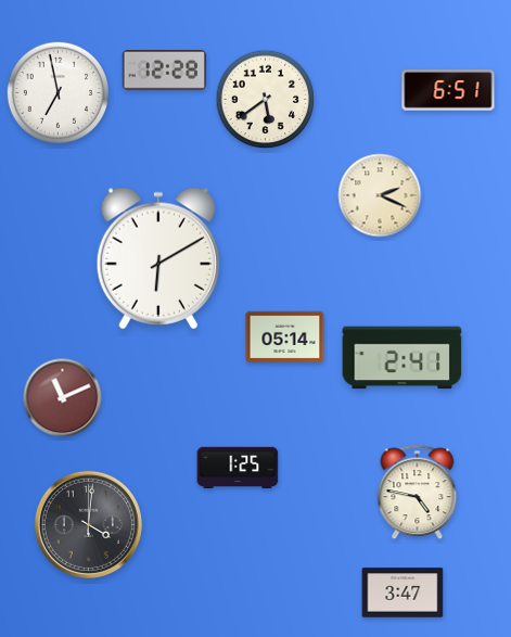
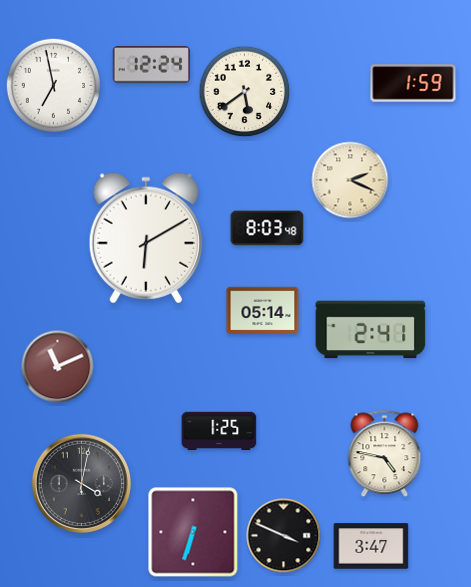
clock at (164, 71): 12:28 -> 12:24
clock at (448, 90): 6:51 -> 1:59
clock at (267, 228): none -> 8:03
clock at (88, 524): 4:01 -> 4:02
clock at (193, 532): none -> 6:33
clock at (284, 536): none -> 3:49
